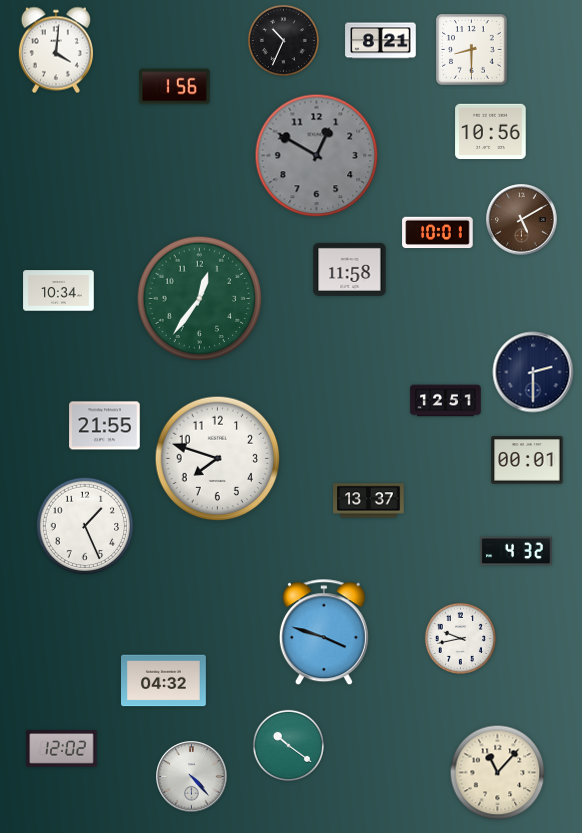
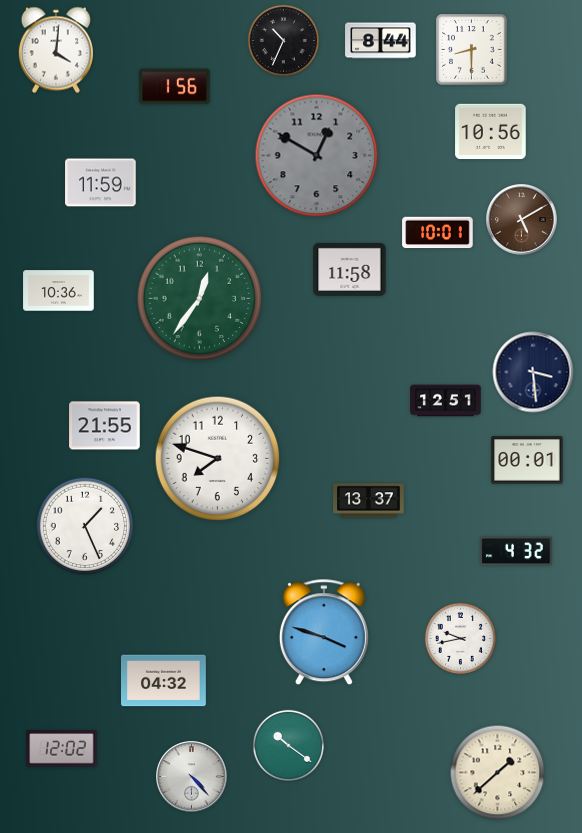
clock at (381, 41): 8:21 -> 8:44
clock at (101, 183): none -> 11:59
clock at (59, 291): 10:34 -> 10:36
clock at (533, 372): 2:30 -> 3:29
clock at (498, 773): 11:07 -> 1:38
